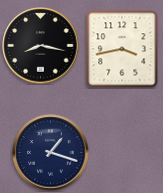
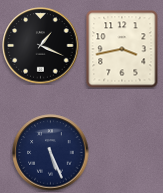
clock at (41, 46): 8:17 -> 1:19
clock at (51, 153): 1:18 -> 5:26
